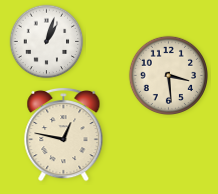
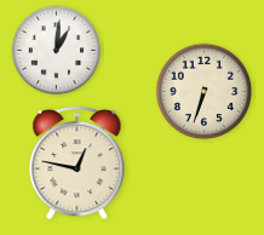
clock at (47, 42): 1:03 -> 1:01
clock at (168, 75): 3:29 -> 6:33
